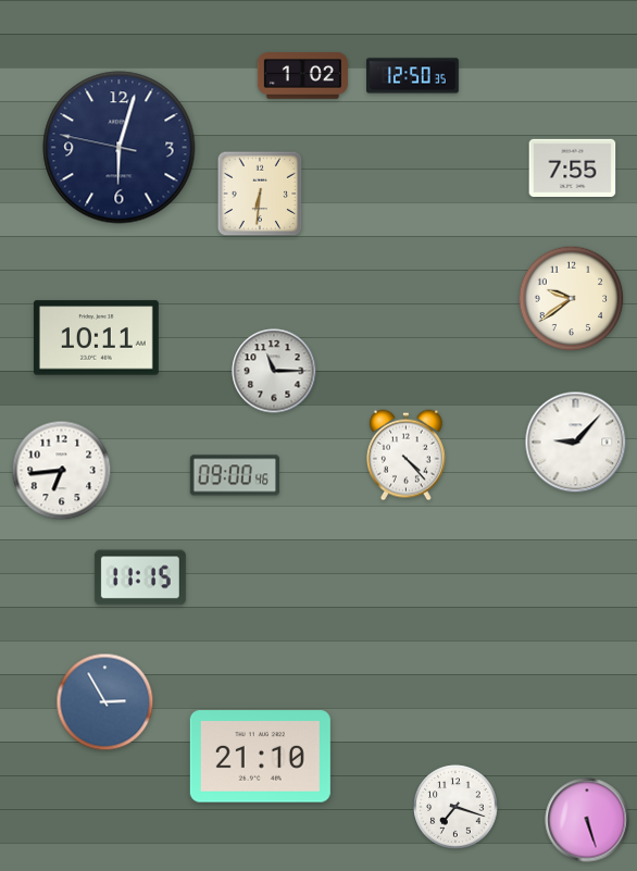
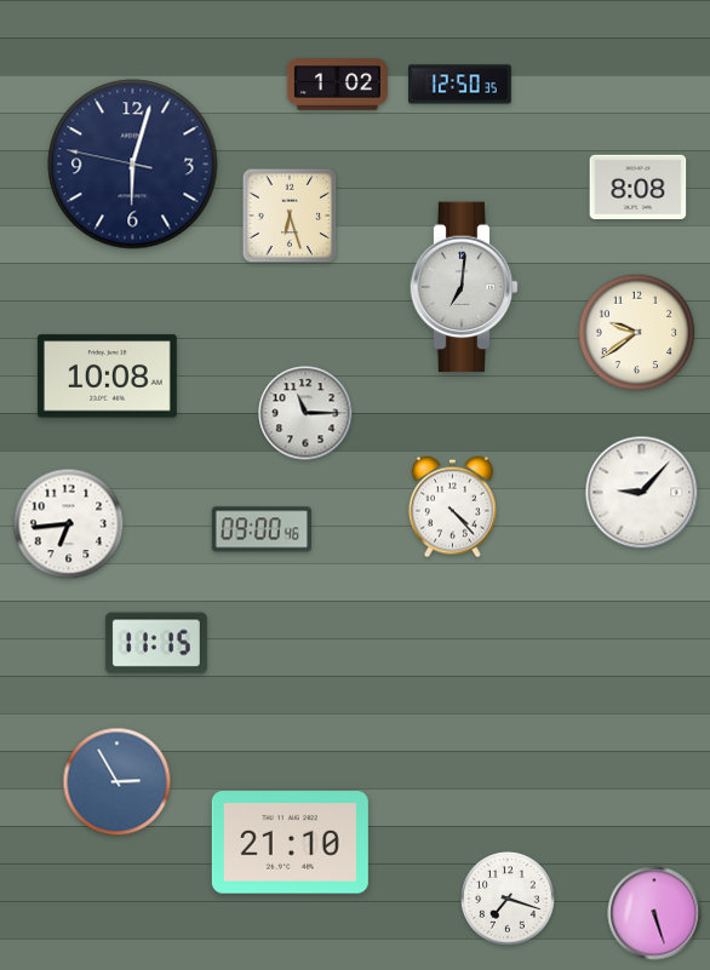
clock at (573, 167): 7:55 -> 8:08
clock at (260, 194): 6:31 -> 6:27
clock at (464, 287): none -> 7:01
clock at (96, 338): 10:11 -> 10:08
